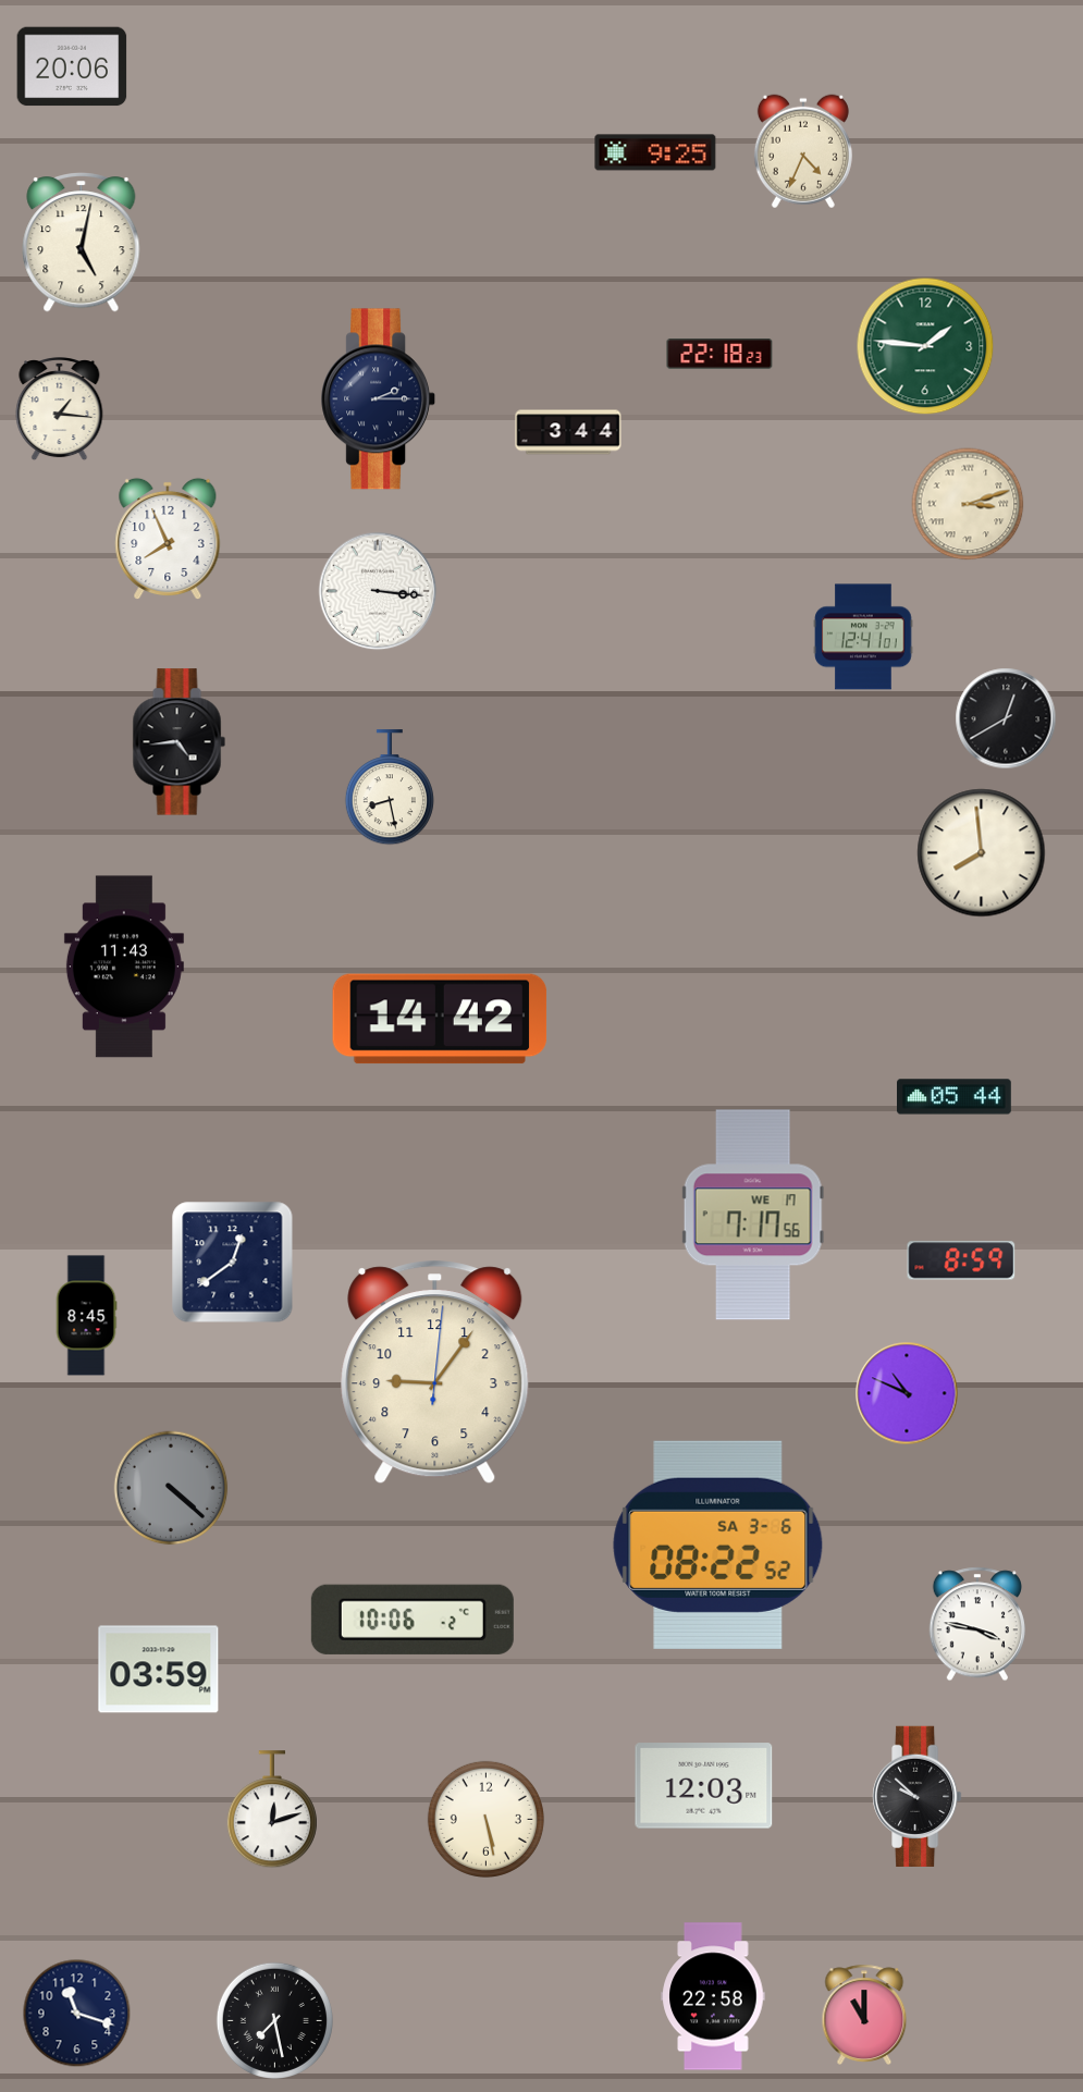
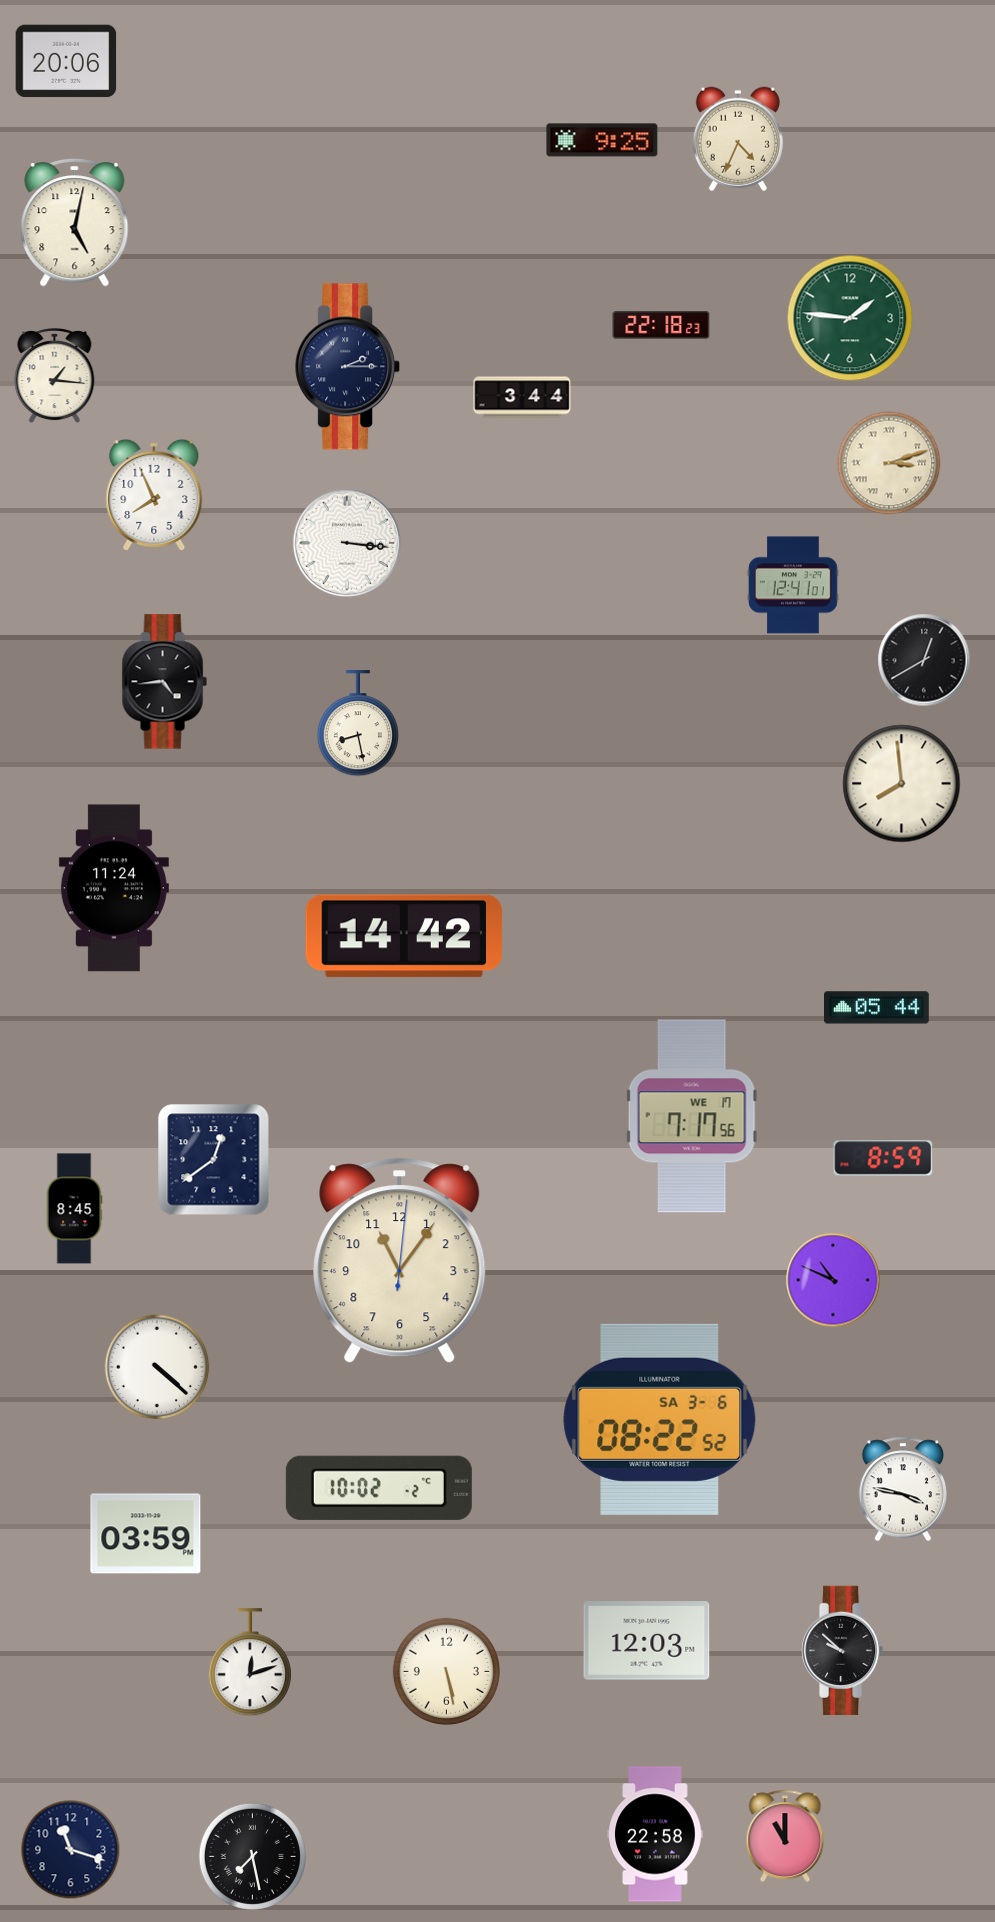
clock at (124, 967): 11:43 -> 11:24
clock at (86, 1316) position: (86, 1316) -> (74, 1209)
clock at (435, 1373): 9:06 -> 11:06
clock at (171, 1488) dial: grey -> white
clock at (413, 1620): 10:06 -> 10:02
clock at (977, 1624) position: (977, 1624) -> (903, 1489)
clock at (864, 2014) position: (864, 2014) -> (785, 1835)
